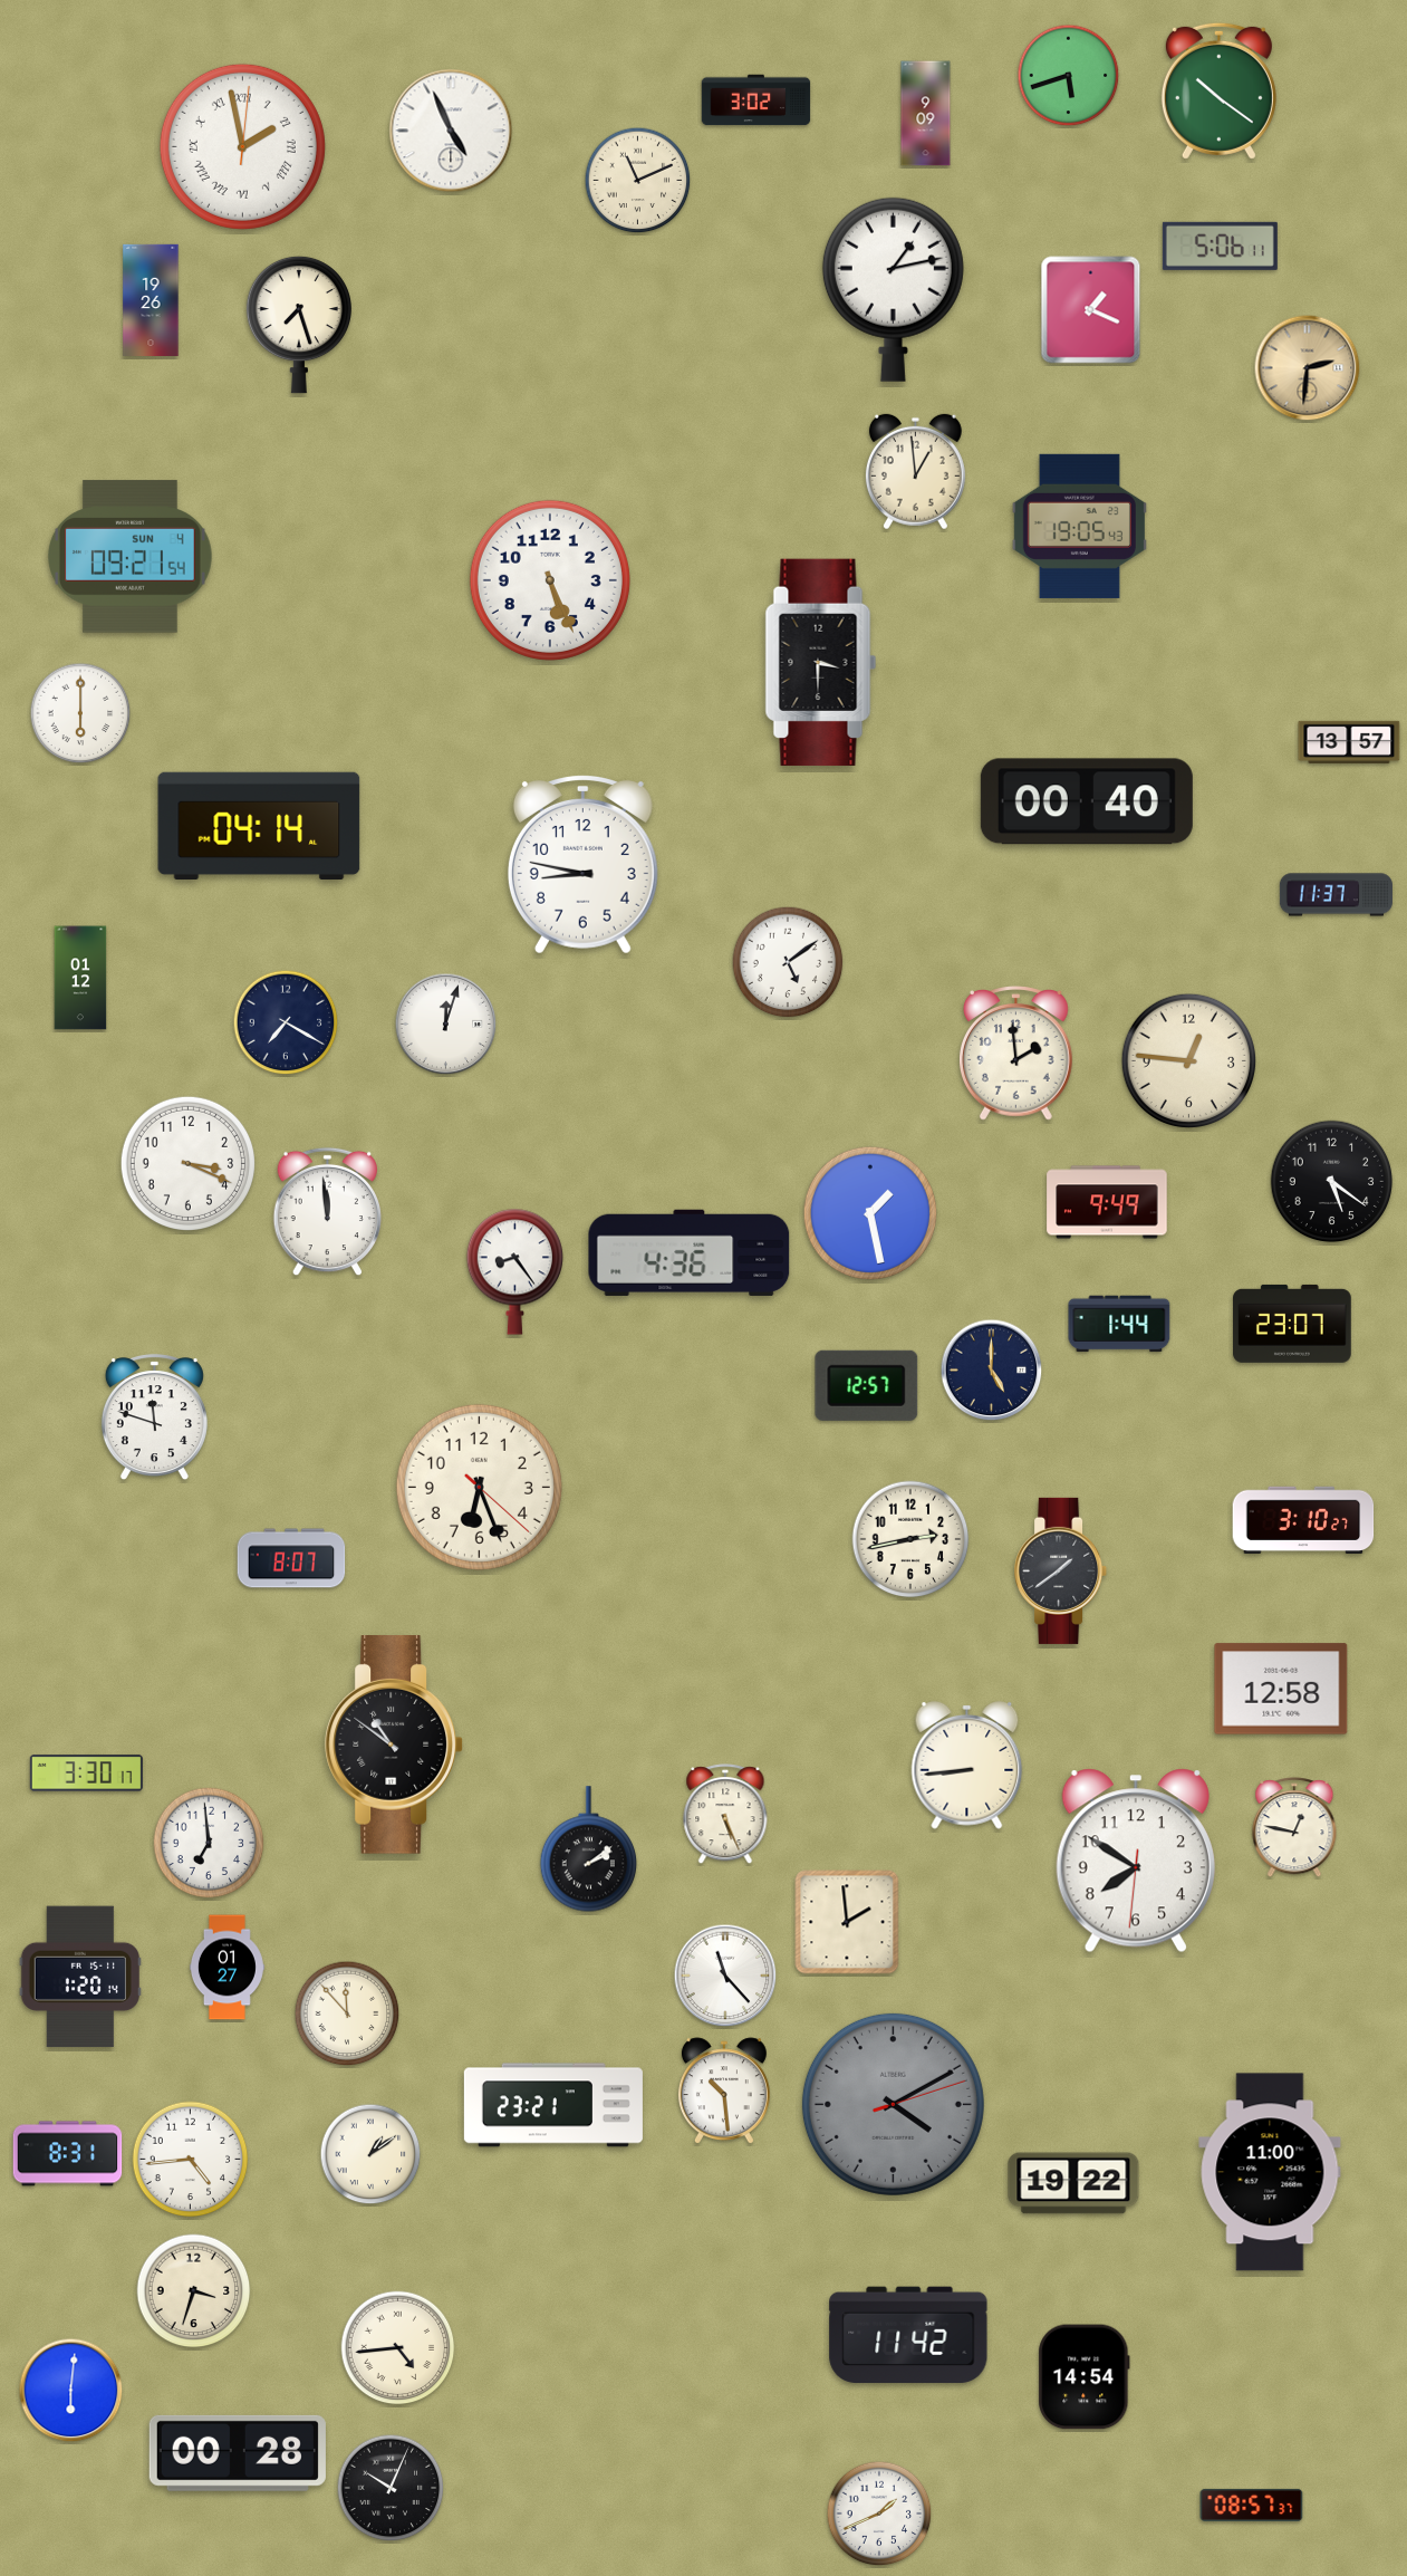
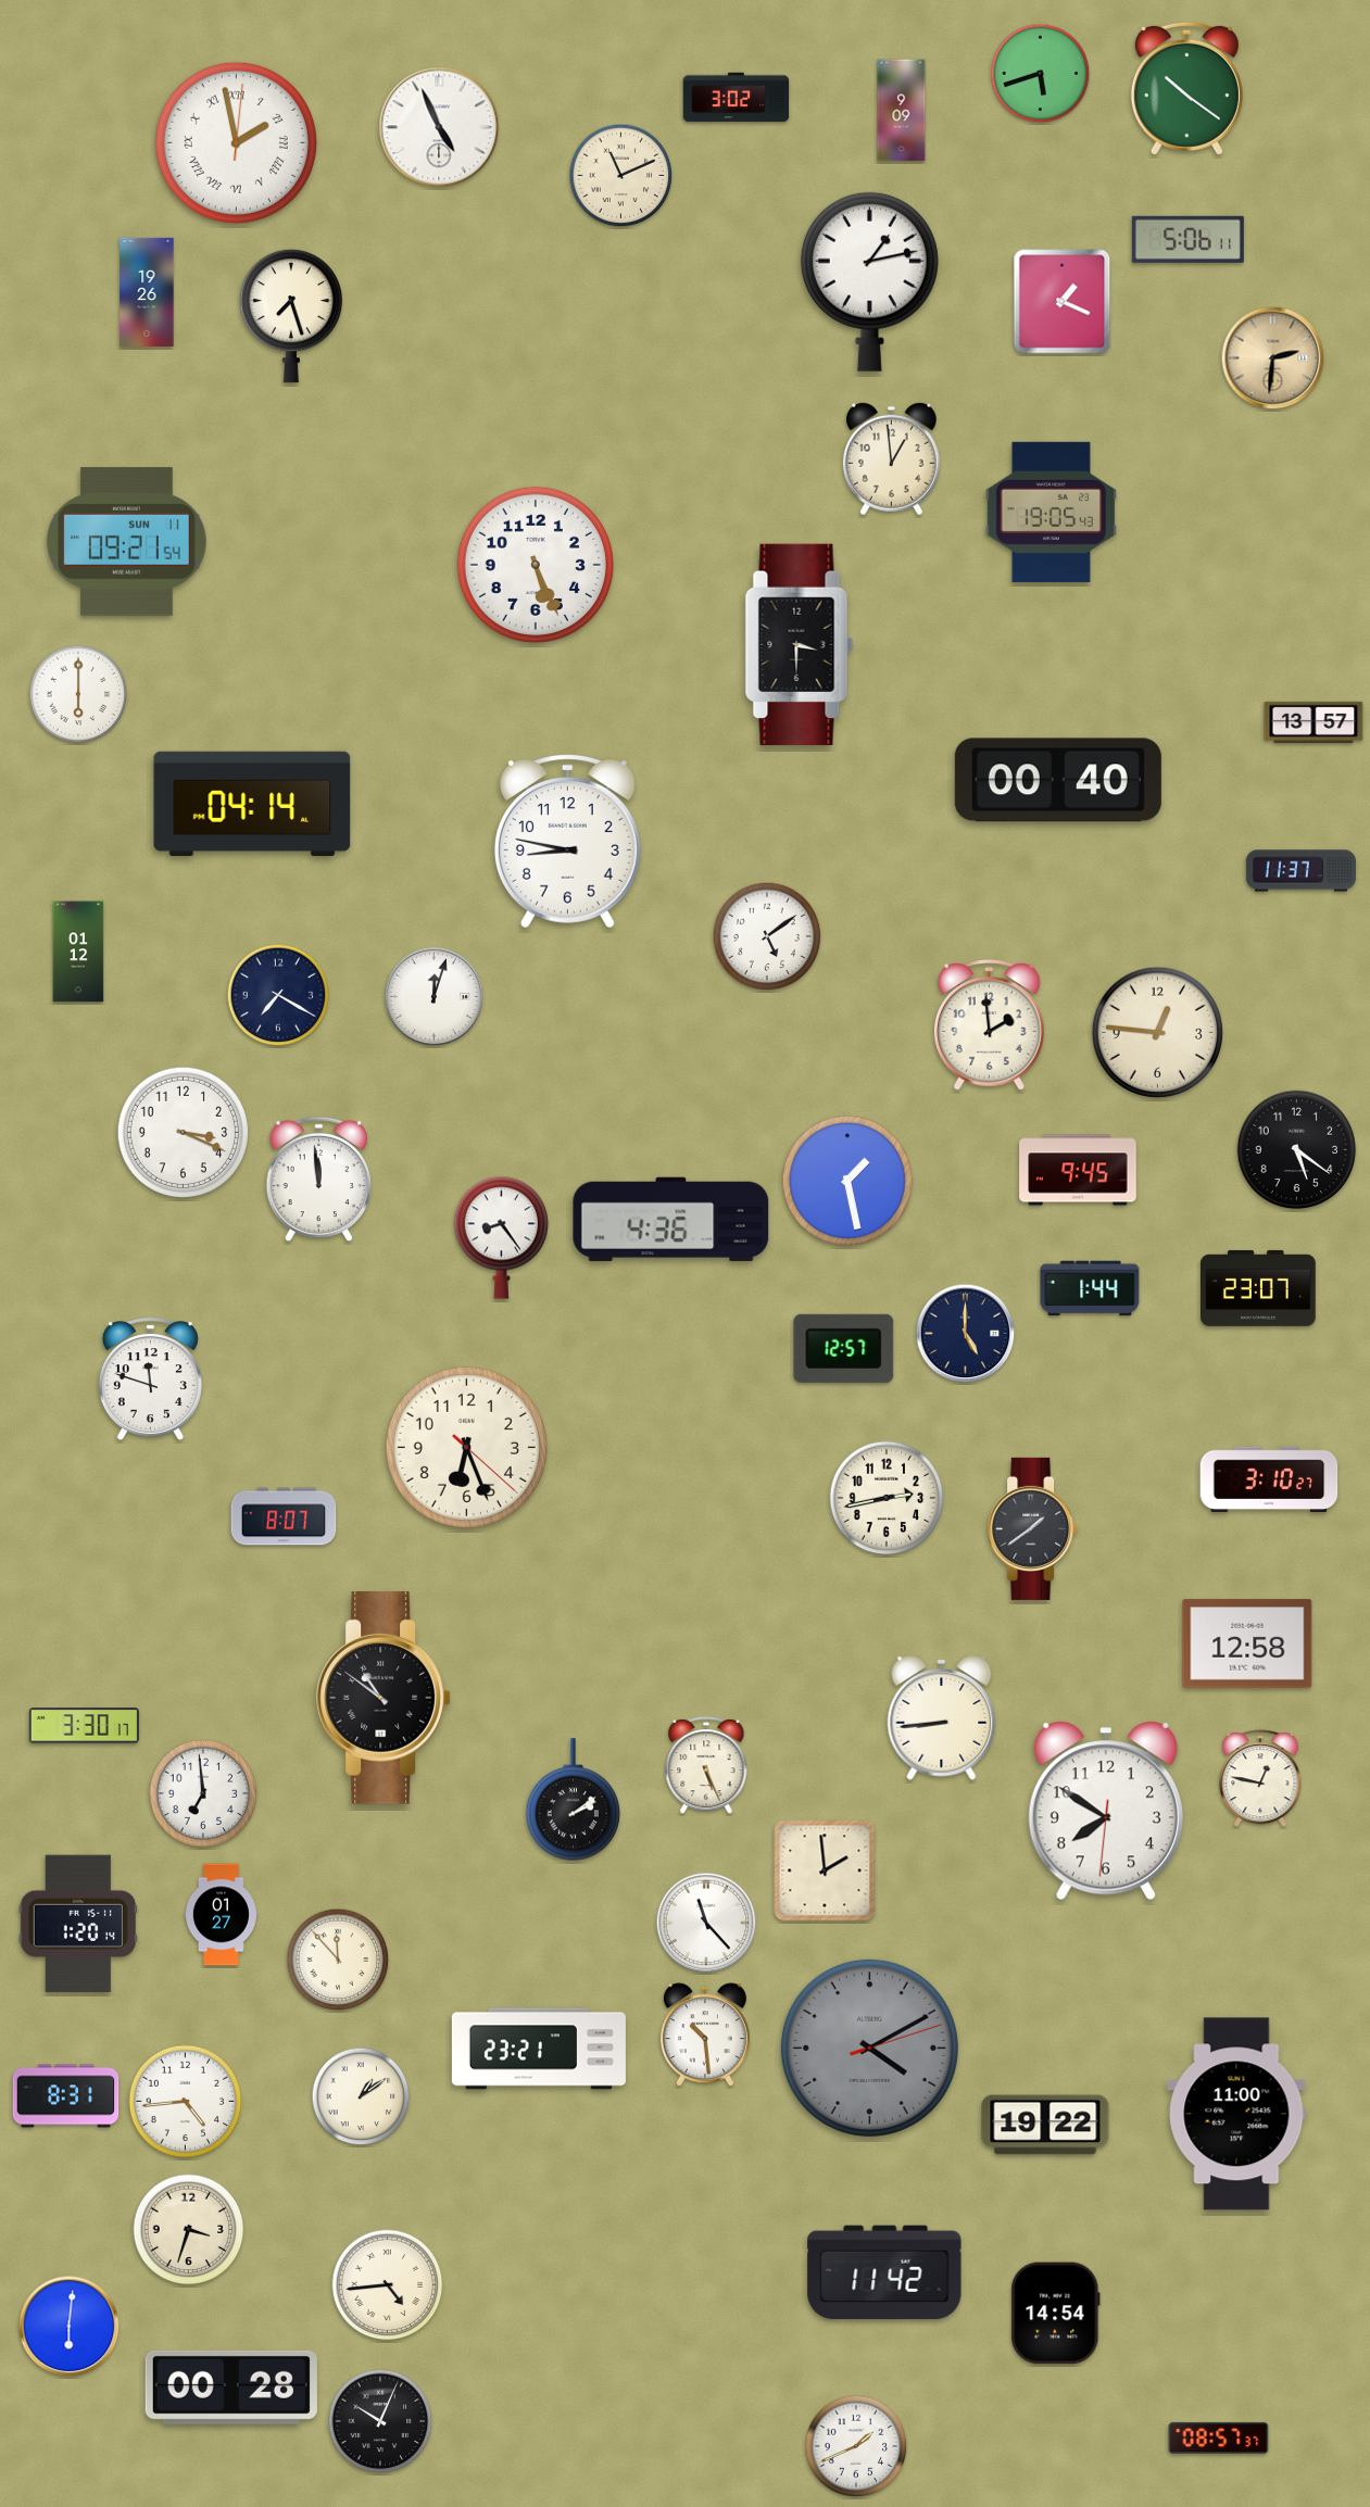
clock at (131, 557) date: SUN 4 -> SUN 11
clock at (1107, 1202): 9:49 -> 9:45
